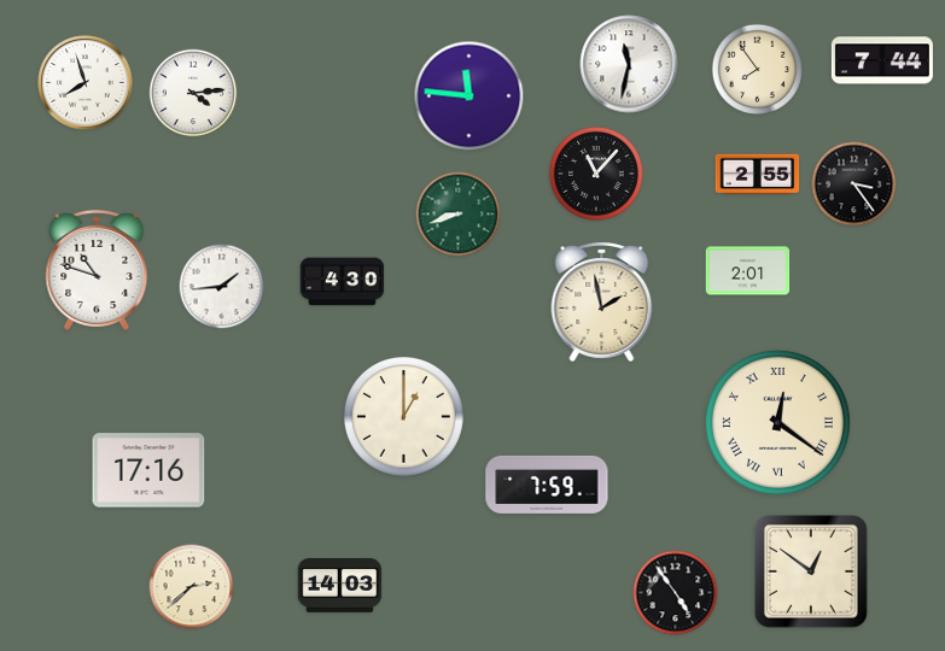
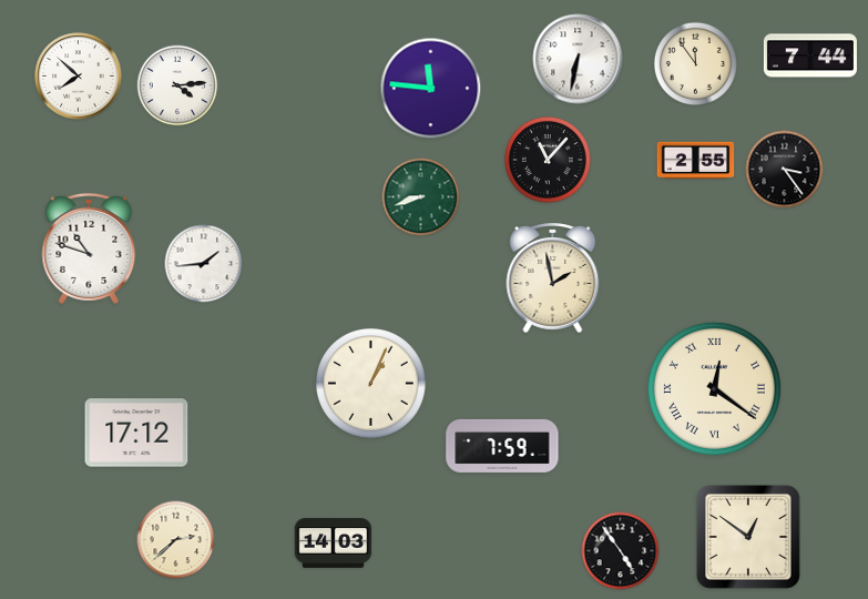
clock at (629, 64): 11:32 -> 6:32
clock at (757, 69): 7:54 -> 11:54
clock at (86, 83): 7:57 -> 7:52
clock at (748, 271): 2:01 -> none
clock at (343, 282): 4:30 -> none
clock at (403, 416): 1:00 -> 1:04
clock at (148, 470): 17:16 -> 17:12
clock at (812, 573) position: (812, 573) -> (749, 538)
clock at (340, 585) position: (340, 585) -> (334, 542)
clock at (676, 593) position: (676, 593) -> (621, 551)
